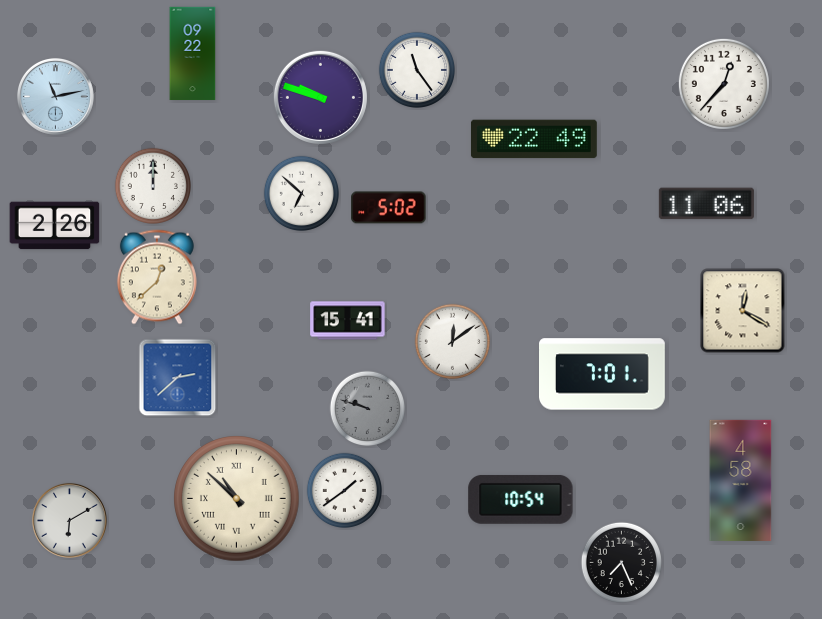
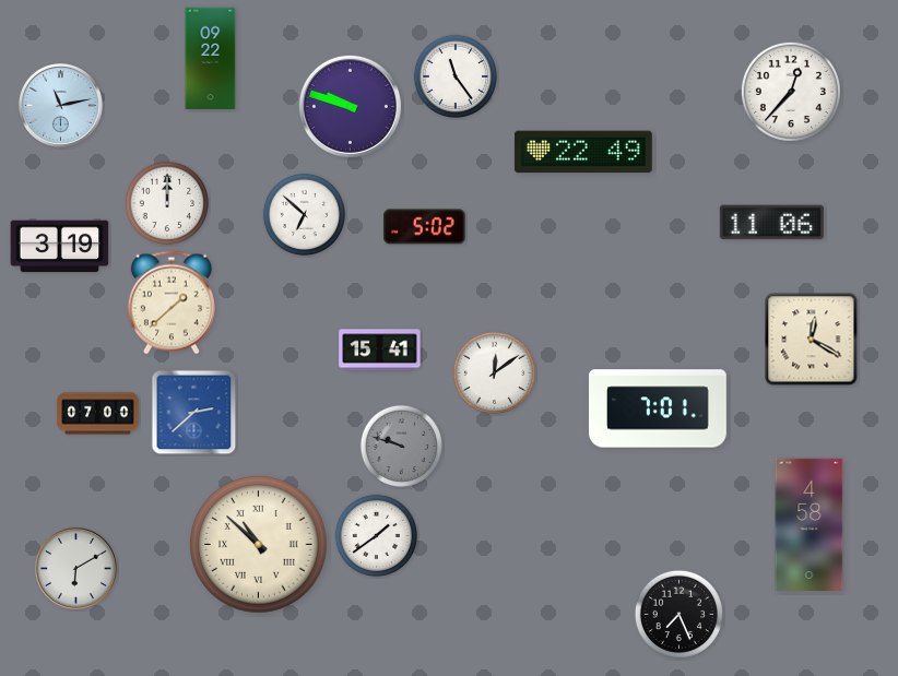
clock at (302, 194) position: (302, 194) -> (305, 215)
clock at (55, 226): 2:26 -> 3:19
clock at (157, 277): 12:38 -> 1:38
clock at (98, 414): none -> 07:00
clock at (521, 499): 10:54 -> none
